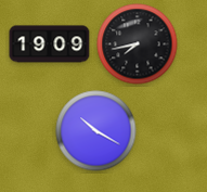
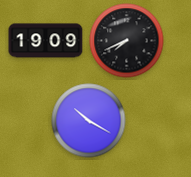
clock at (138, 44): 7:43 -> 7:41
